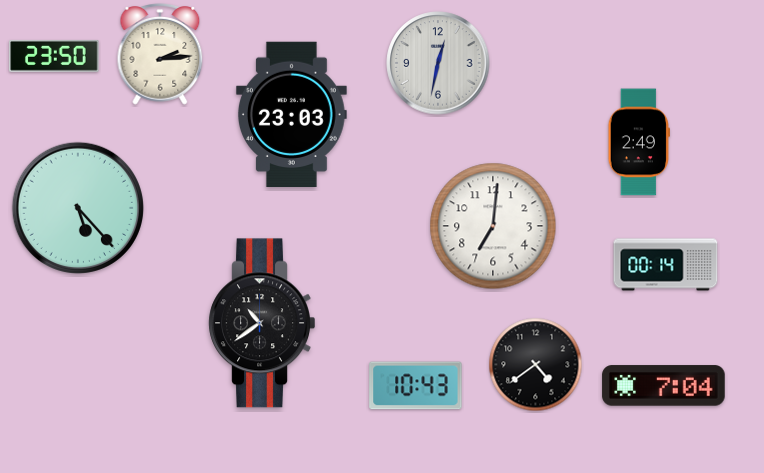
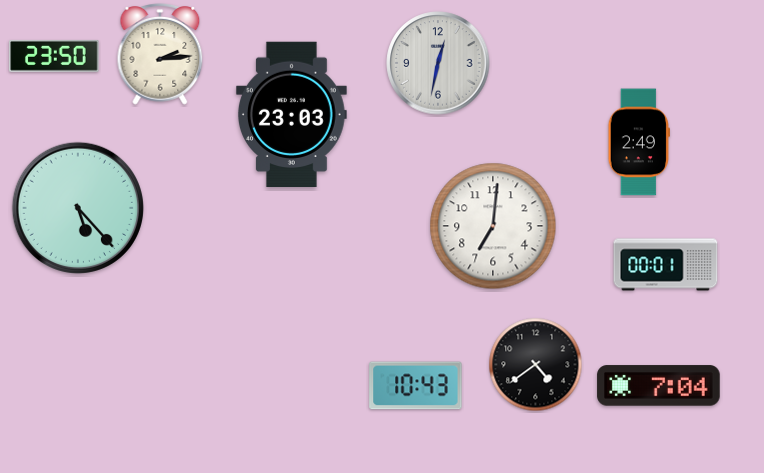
clock at (666, 265): 00:14 -> 00:01
clock at (261, 323): 10:39 -> none
clock at (664, 386) position: (664, 386) -> (659, 386)
